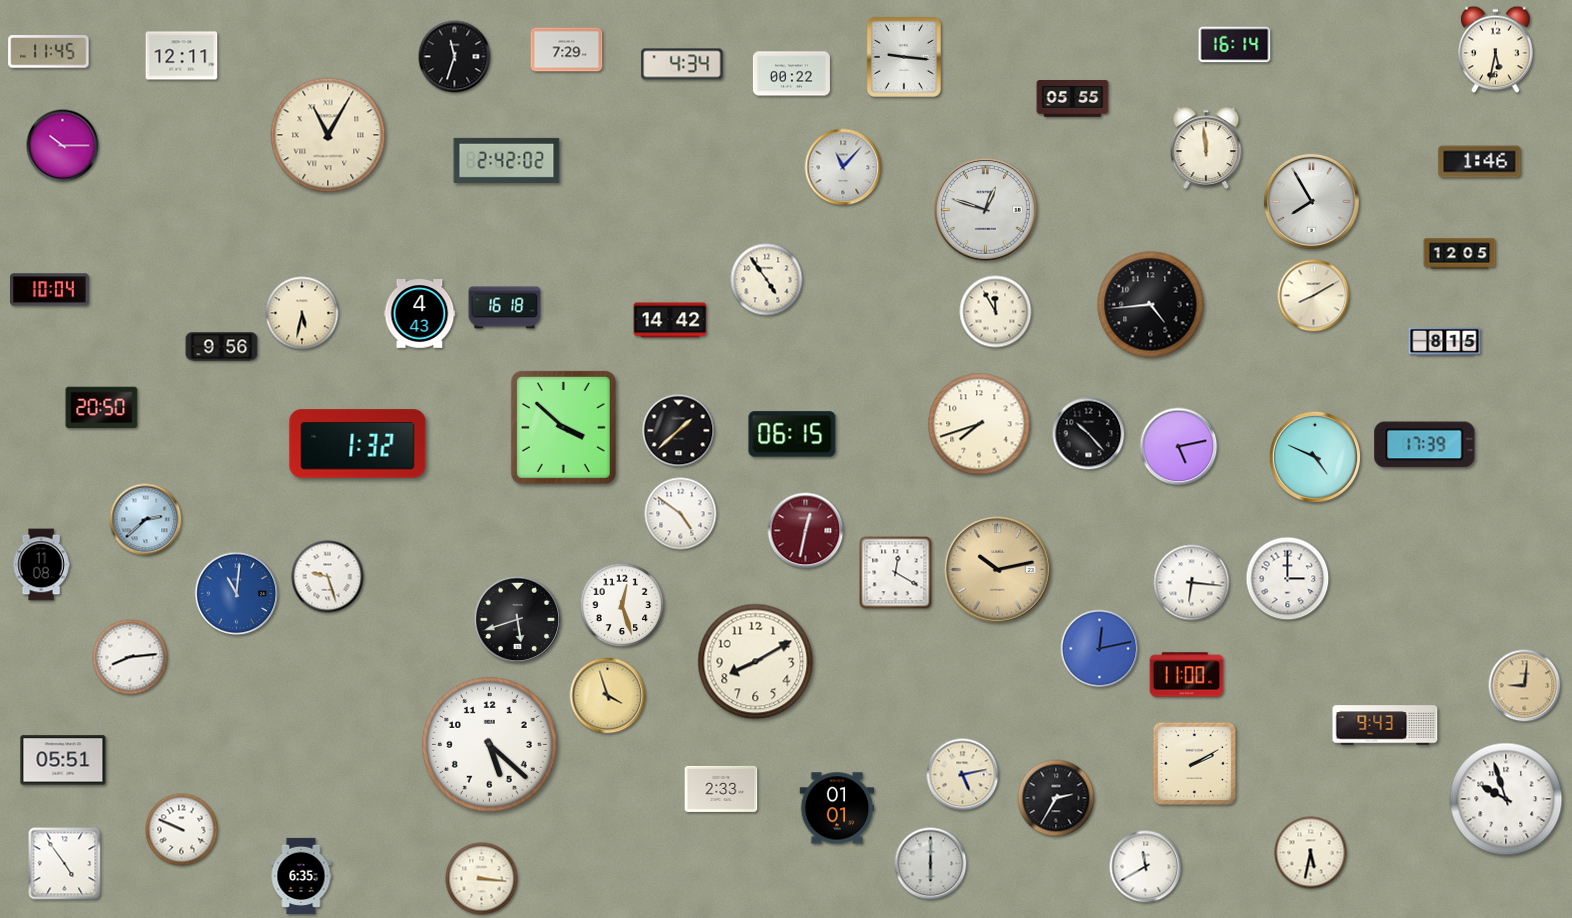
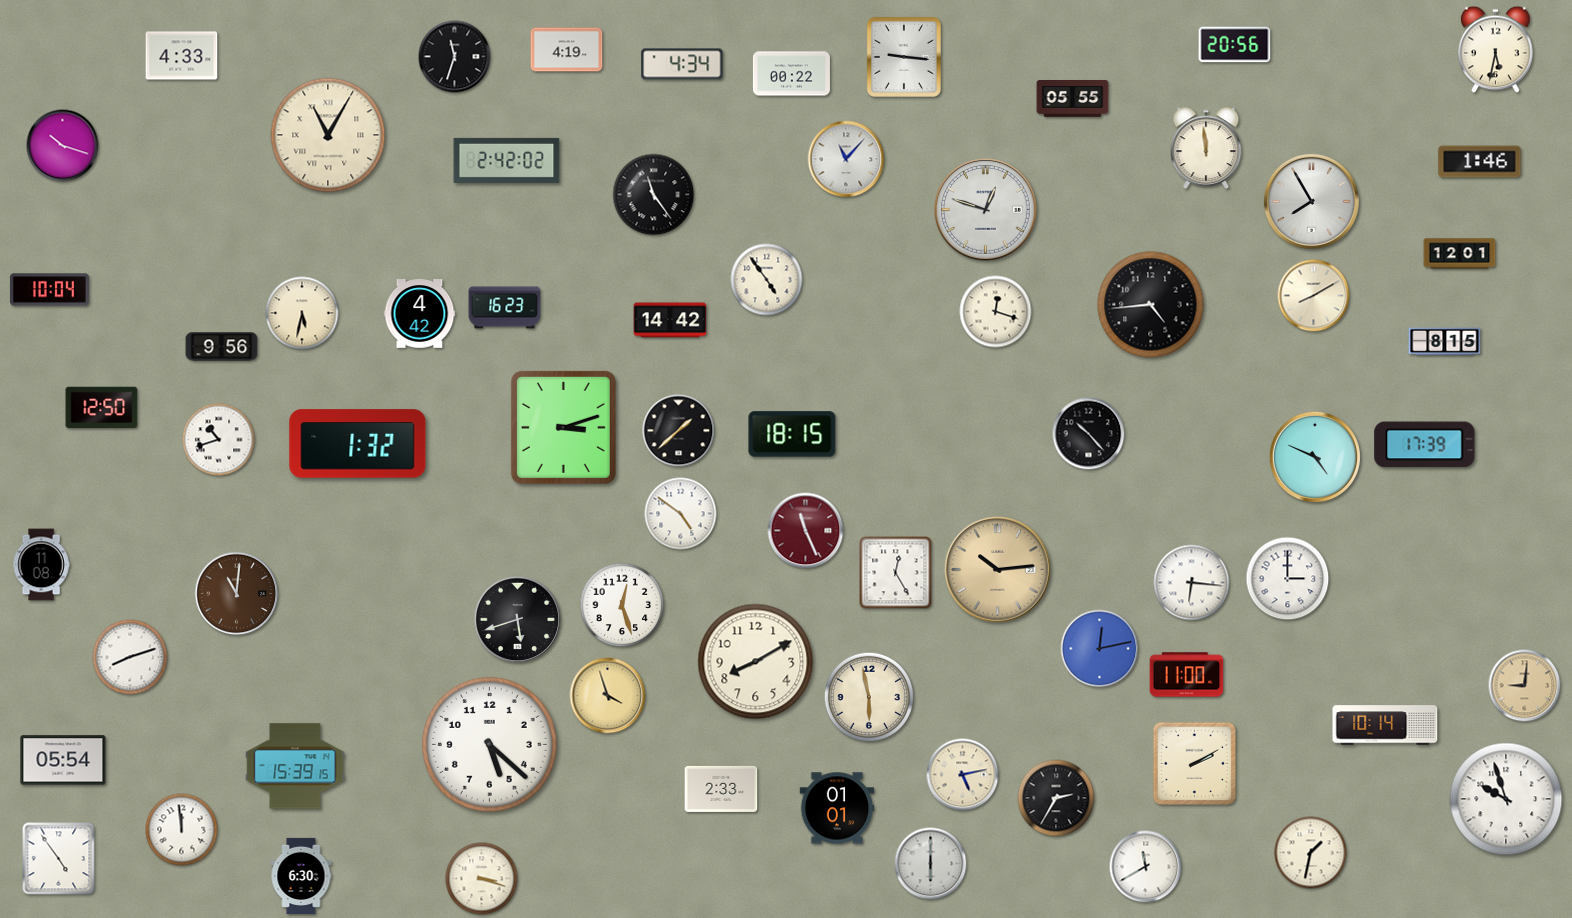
clock at (1235, 45): 16:14 -> 20:56
clock at (567, 50): 7:29 -> 4:19
clock at (49, 52): 11:45 -> none
clock at (182, 56): 12:11 -> 4:33
clock at (63, 146): 10:15 -> 10:18
clock at (843, 167) position: (843, 167) -> (846, 159)
clock at (654, 195): none -> 11:24
clock at (1460, 254): 12:05 -> 12:01
clock at (505, 308): 16:18 -> 16:23
clock at (996, 312): 11:55 -> 12:18
clock at (420, 314): 4:43 -> 4:42
clock at (102, 408): 20:50 -> 12:50
clock at (979, 424): 7:42 -> none
clock at (563, 427): 3:52 -> 3:12
clock at (792, 434): 06:15 -> 18:15
clock at (219, 440): none -> 10:42
clock at (1179, 447): 5:13 -> none
clock at (146, 520): 2:38 -> none
clock at (806, 531): 12:32 -> 11:26
clock at (998, 570): 10:13 -> 10:14
clock at (896, 573): 12:20 -> 12:25
clock at (328, 577): 9:27 -> none
clock at (237, 594) dial: blue -> brown
clock at (130, 657): 8:14 -> 8:12
clock at (868, 696): none -> 5:58
clock at (1385, 725): 9:43 -> 10:14
clock at (63, 760): 05:51 -> 05:54
clock at (295, 766): none -> 15:39
clock at (182, 830): 9:49 -> 11:59
clock at (1311, 853): 5:32 -> 1:32
clock at (65, 864) position: (65, 864) -> (59, 859)
clock at (301, 875): 6:35 -> 6:30
clock at (482, 879): 3:16 -> 3:18
